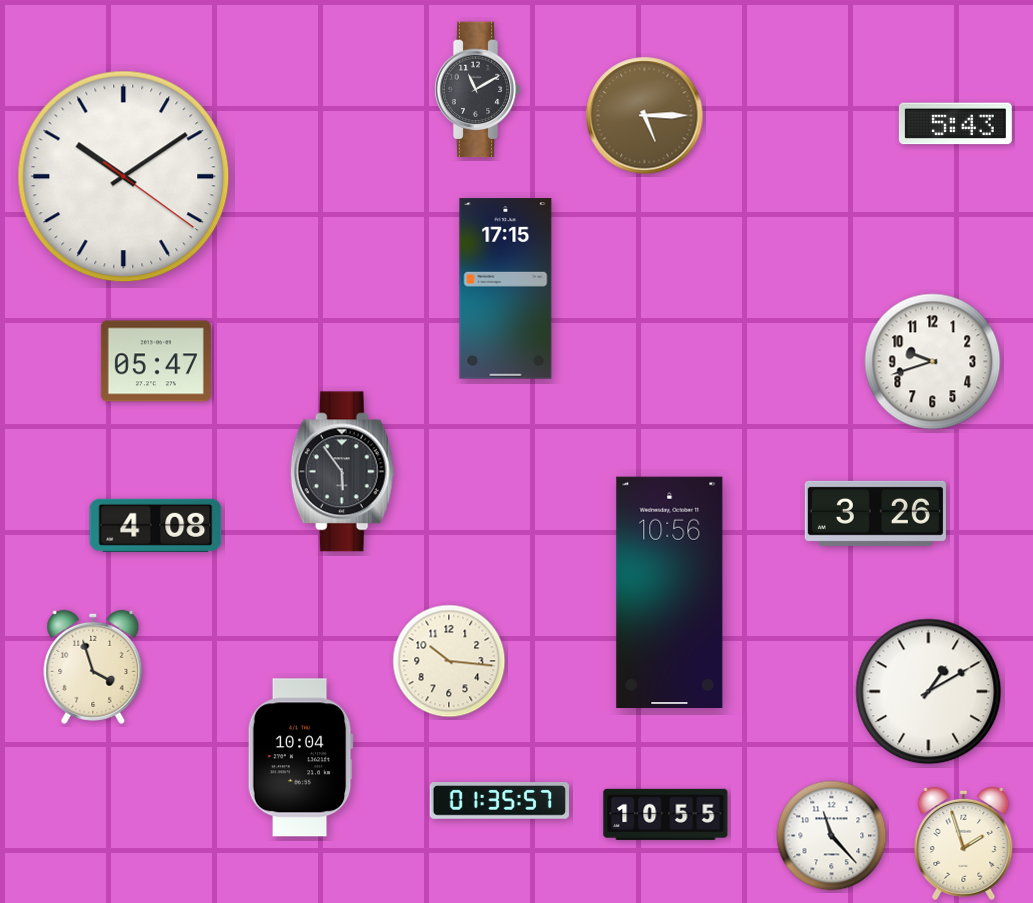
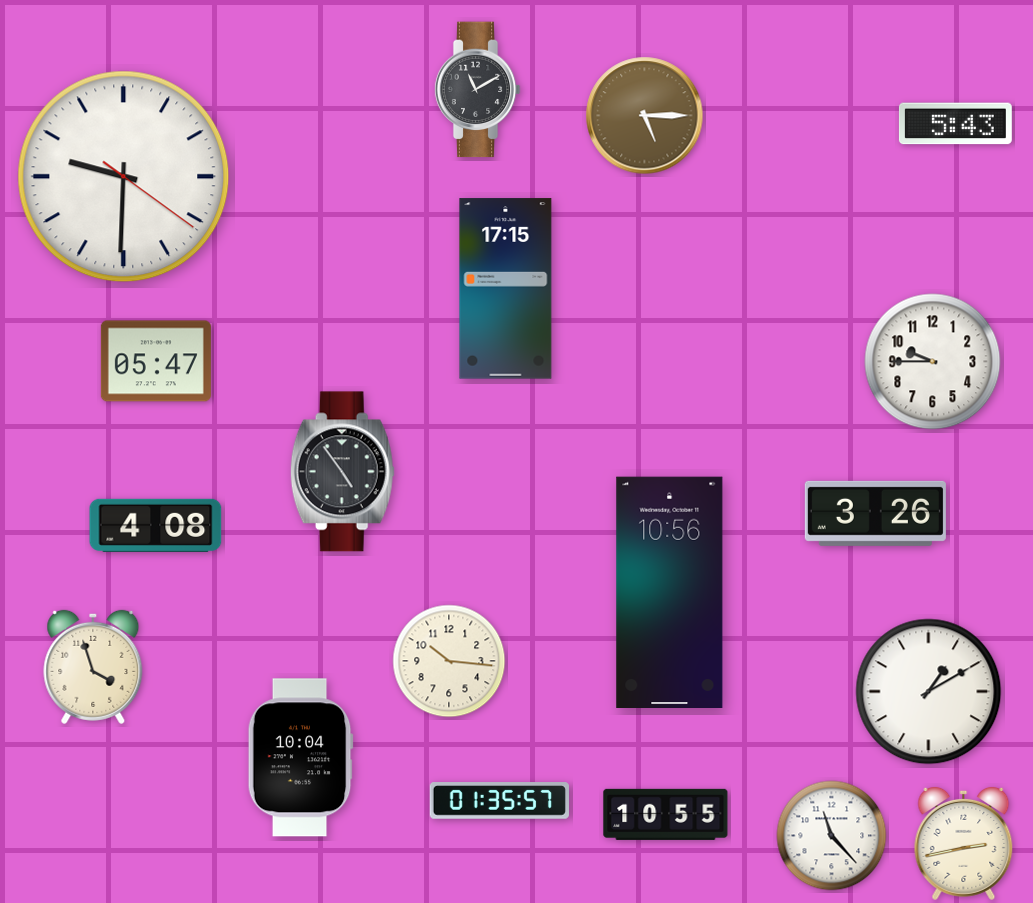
clock at (124, 177): 10:09 -> 9:30
clock at (933, 362): 9:42 -> 9:45
clock at (342, 472): 5:54 -> 4:54
clock at (964, 843): 1:57 -> 2:43
